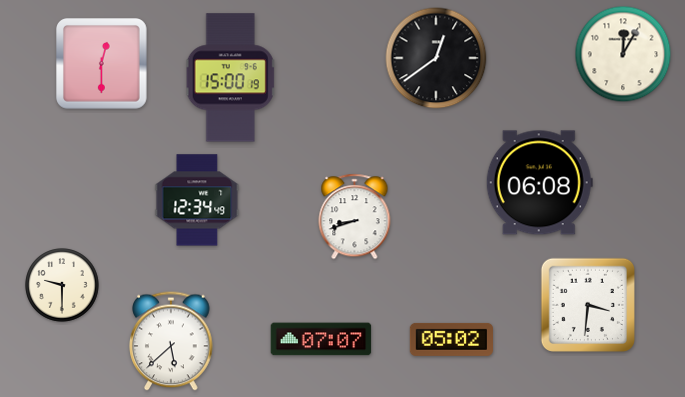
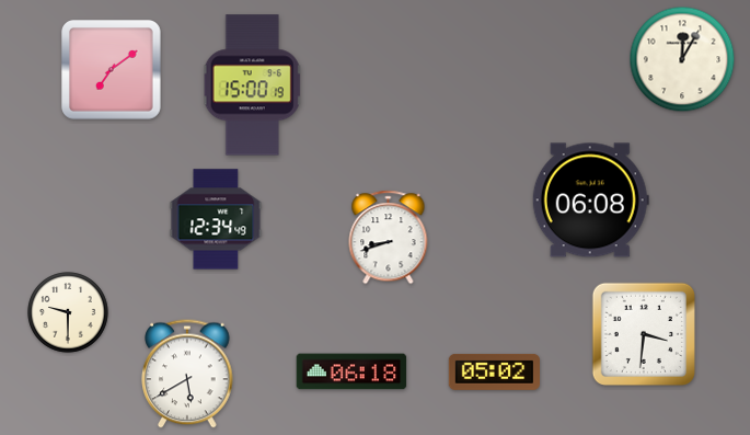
clock at (436, 58): 12:39 -> none
clock at (102, 64): 12:30 -> 7:09
clock at (321, 339): 07:07 -> 06:18
clock at (171, 341): 5:38 -> 5:40
